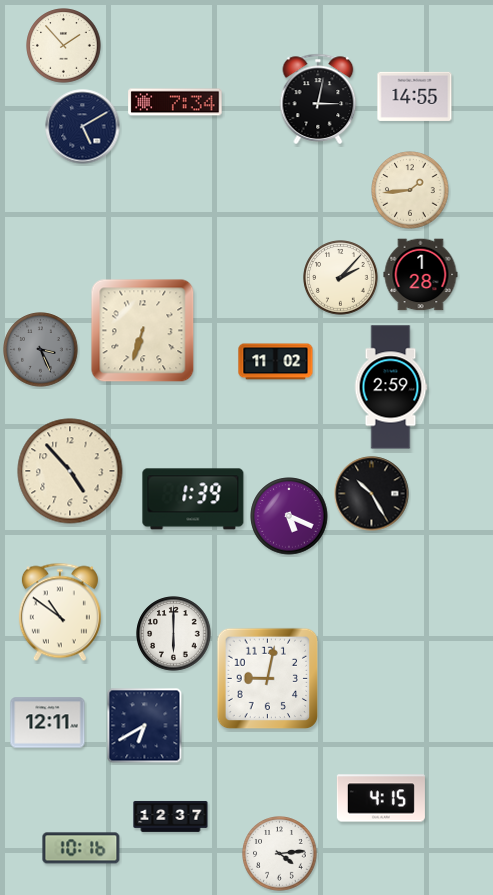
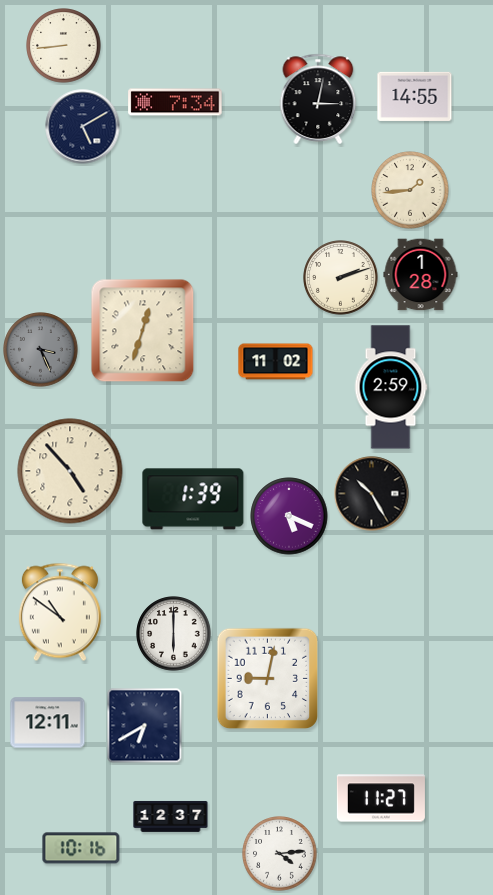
clock at (64, 46): 1:53 -> 8:44
clock at (341, 278): 2:07 -> 2:12
clock at (143, 331): 6:33 -> 12:33
clock at (381, 798): 4:15 -> 11:27
